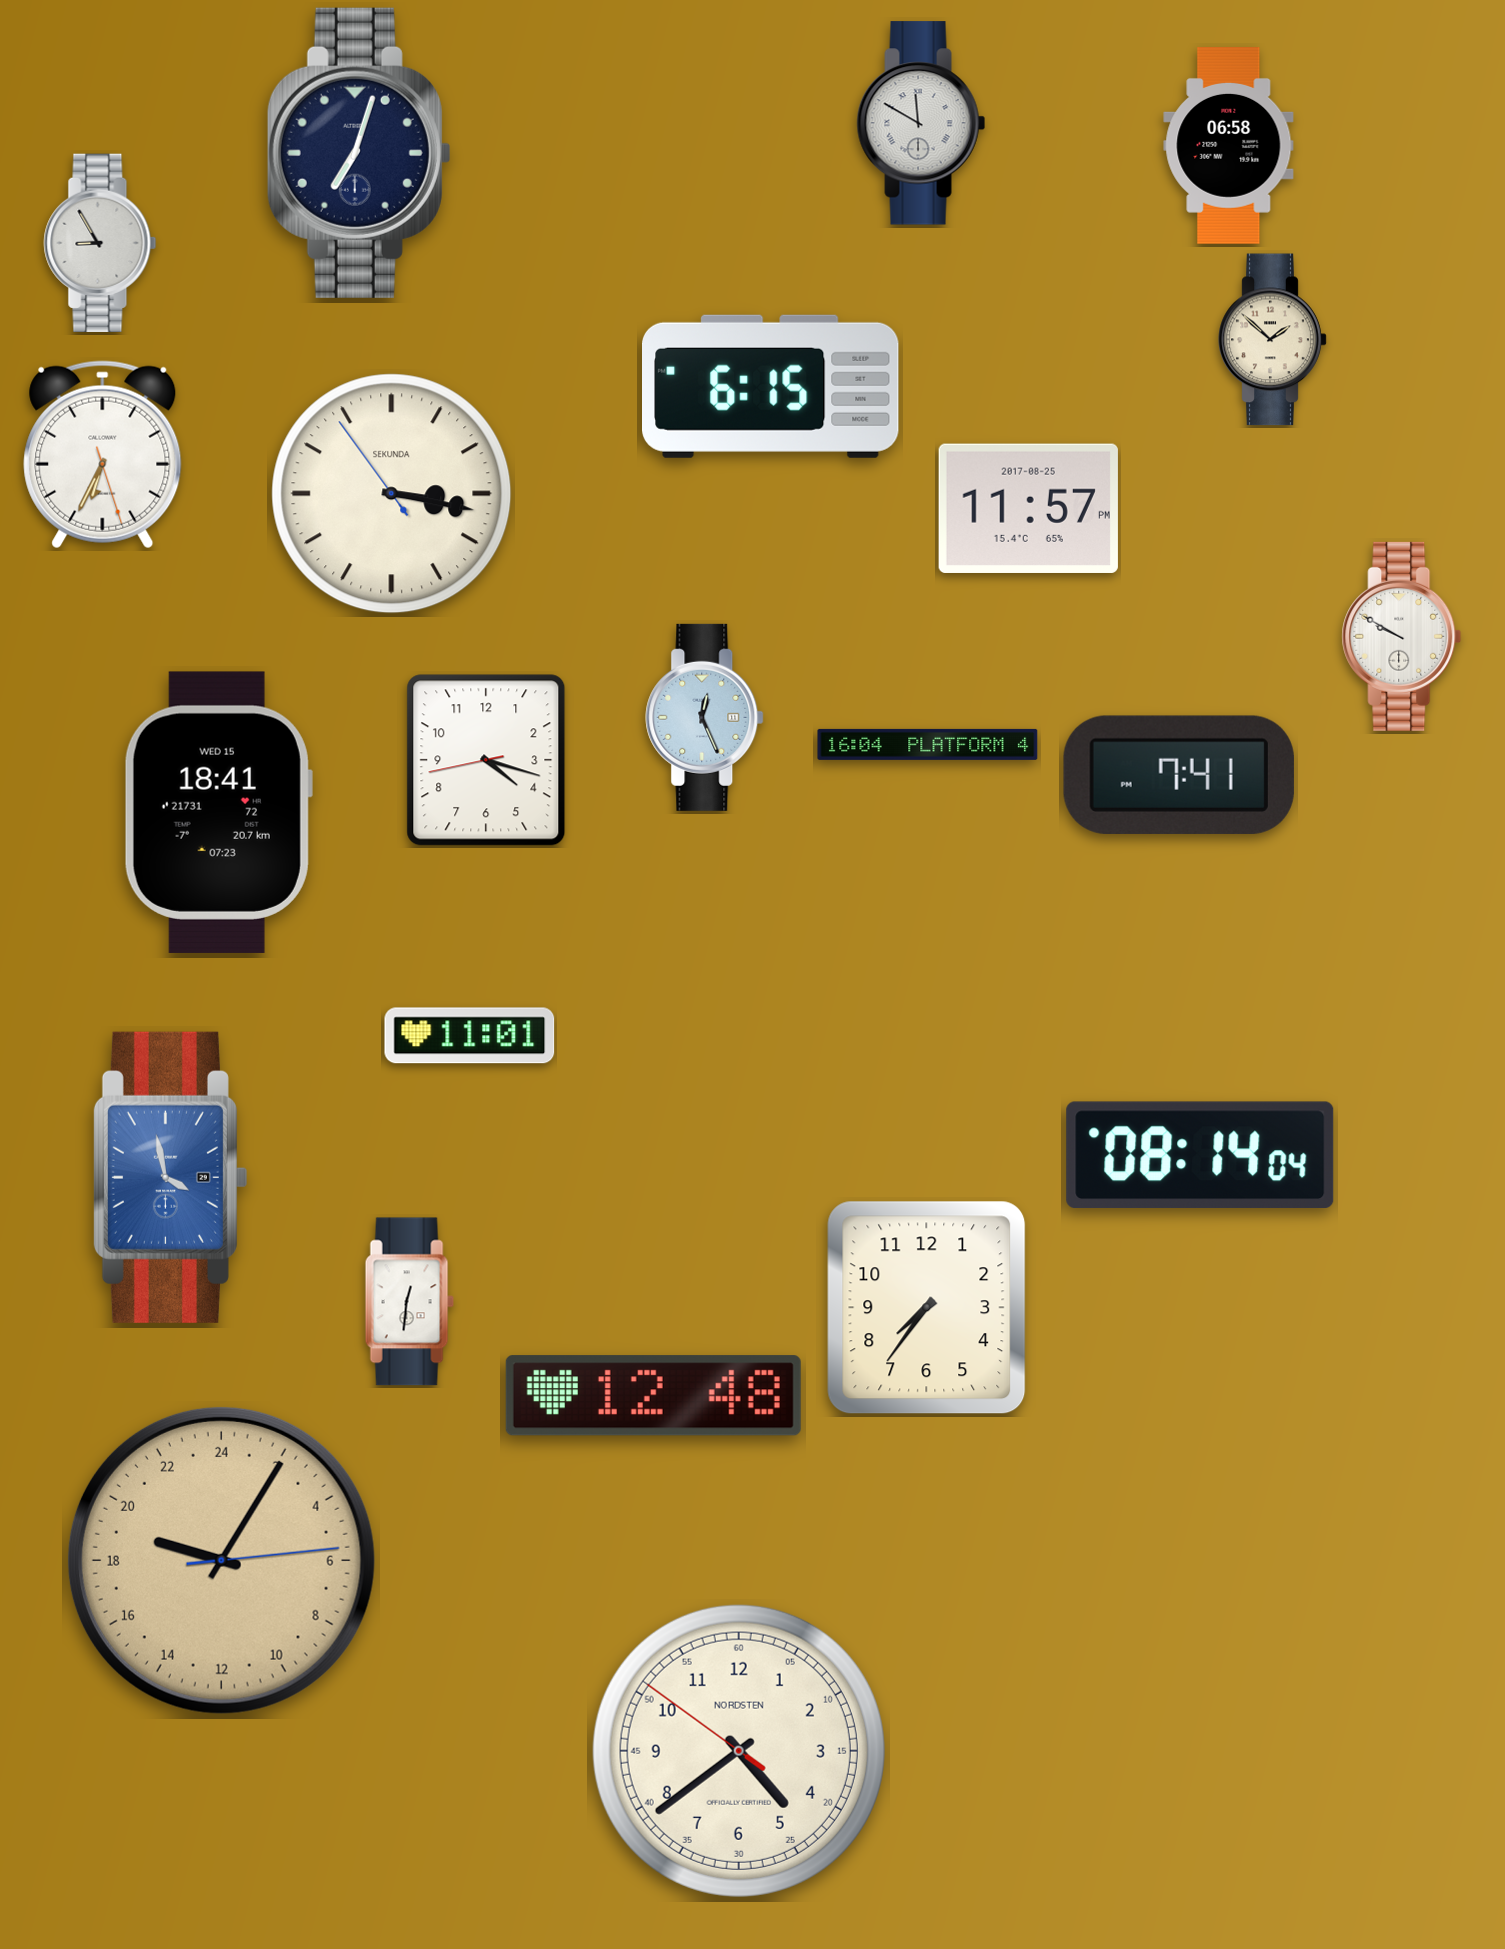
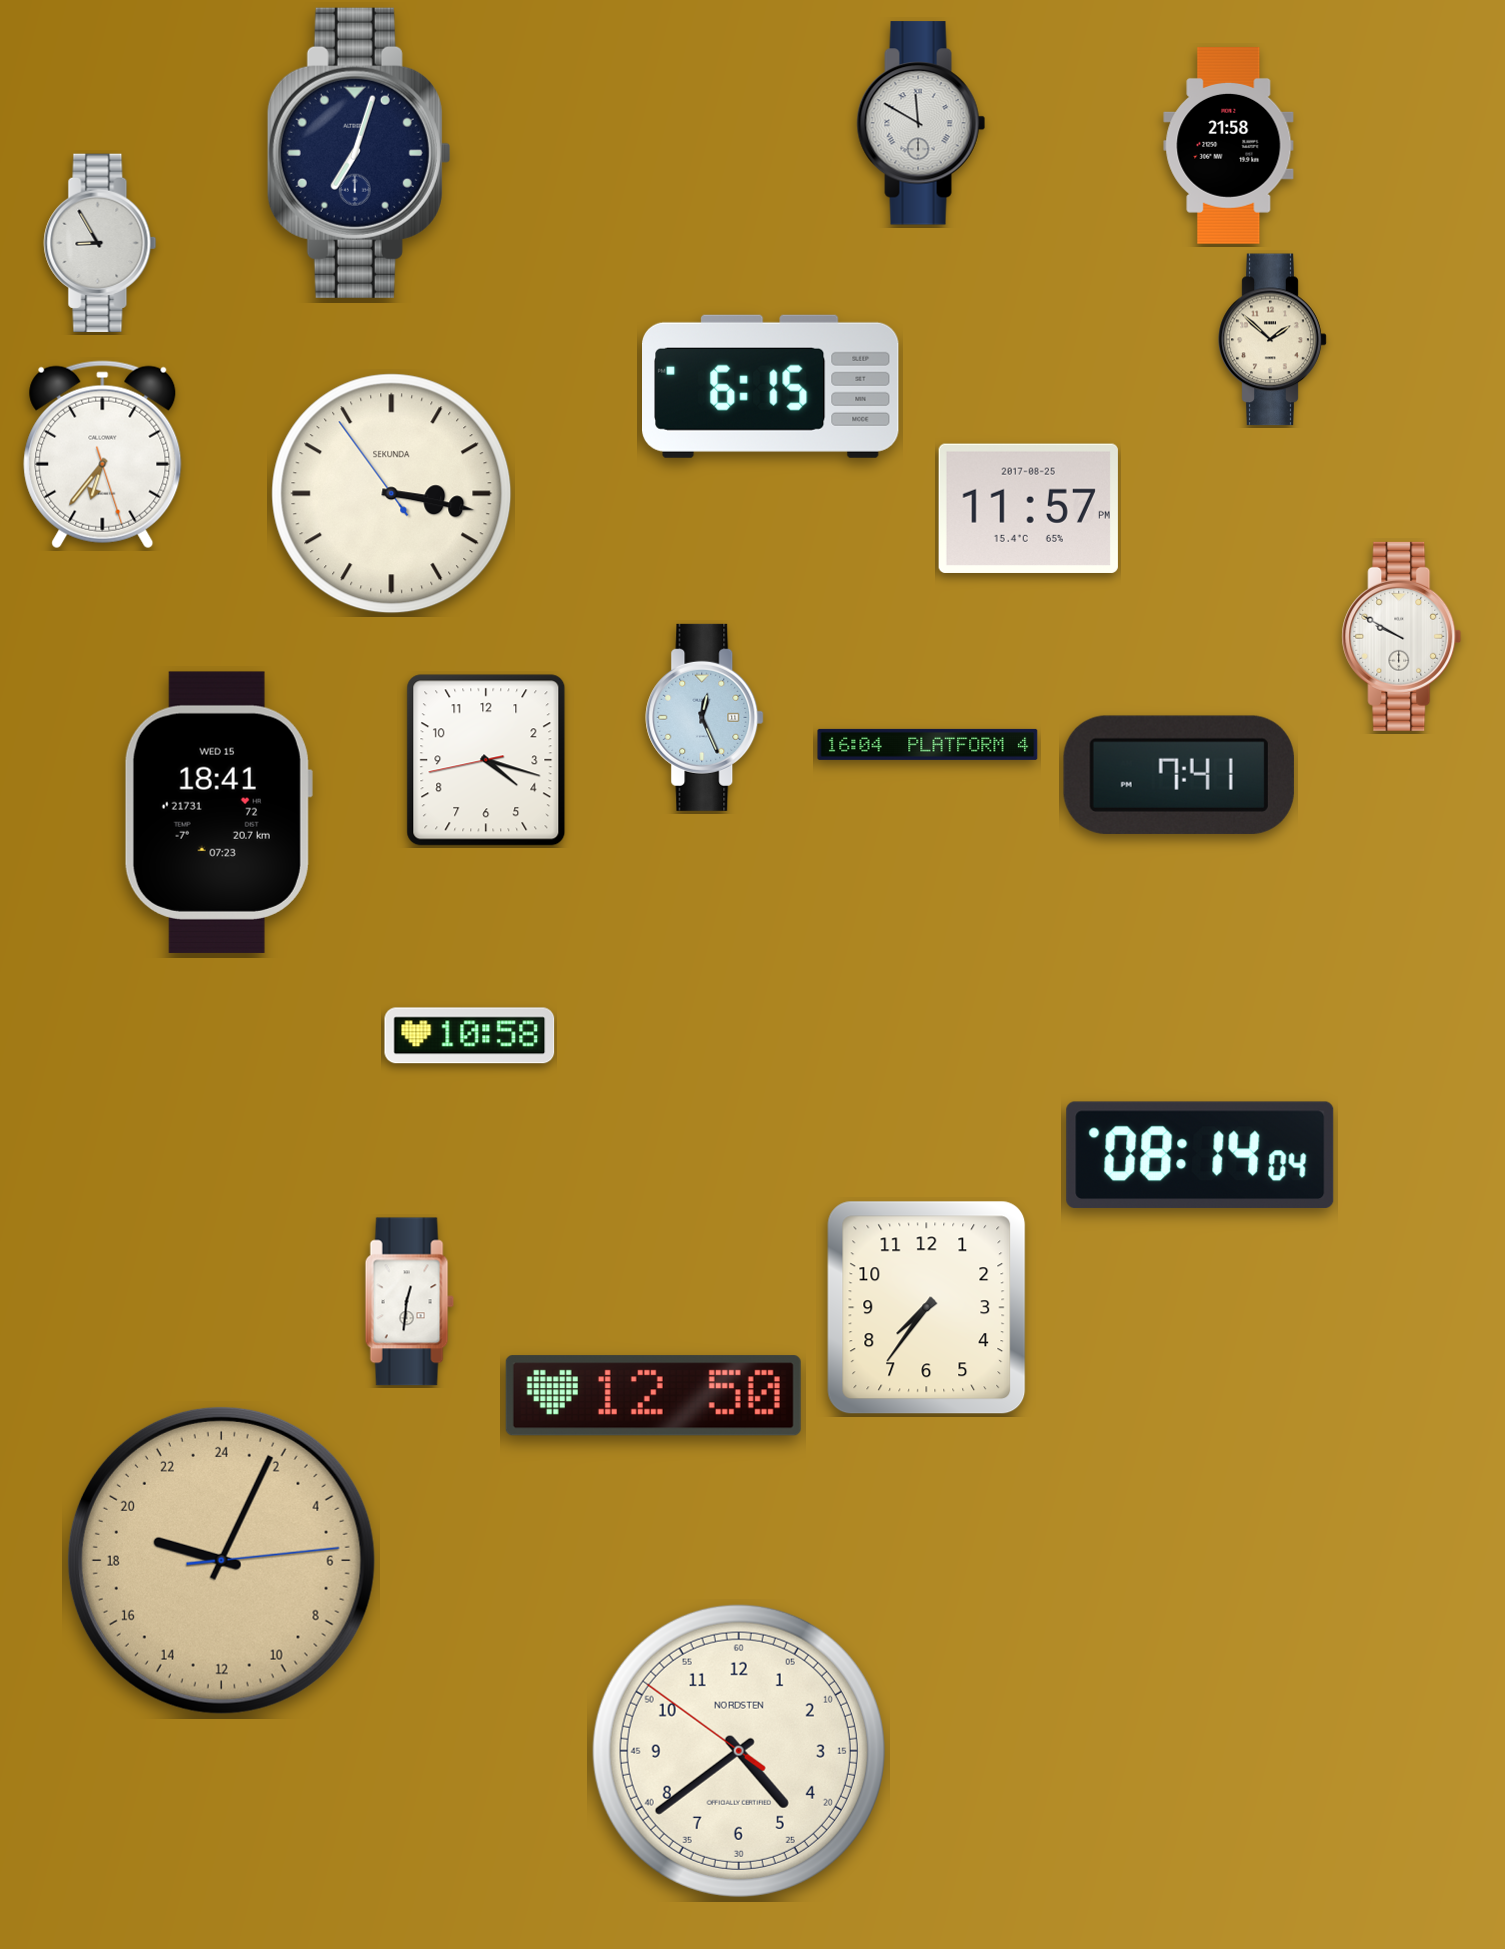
clock at (1229, 146): 06:58 -> 21:58
clock at (103, 455): 6:34 -> 6:36
clock at (470, 1036): 11:01 -> 10:58
clock at (170, 1177): 3:58 -> none
clock at (653, 1396): 12:48 -> 12:50
clock at (221, 1560): 19:05 -> 19:04
